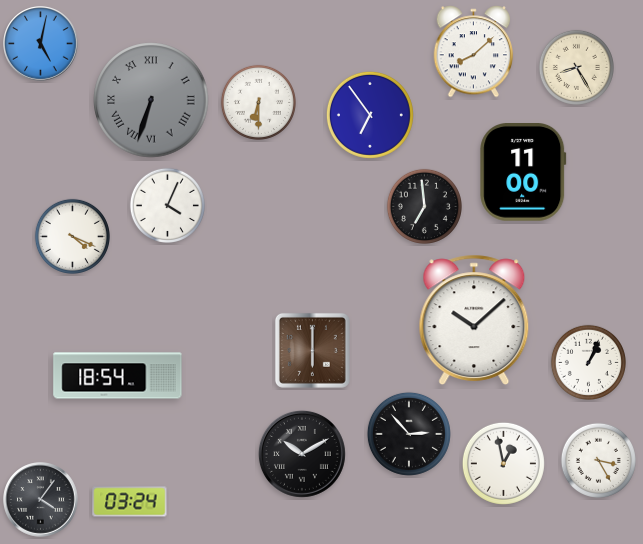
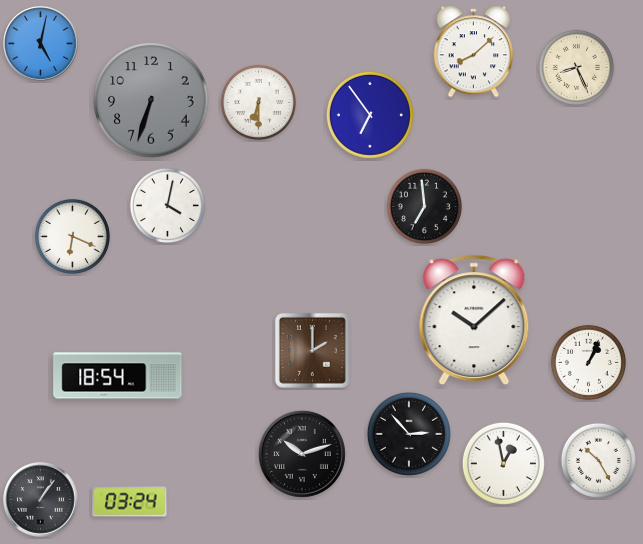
clock at (576, 67): 8:25 -> 8:26
clock at (151, 100) numerals: Roman -> Arabic
clock at (523, 173): 11:00 -> none
clock at (167, 205): 4:04 -> 4:02
clock at (72, 236): 4:19 -> 6:19
clock at (312, 350): 6:00 -> 2:00
clock at (302, 454): 10:10 -> 10:12
clock at (598, 460): 3:25 -> 10:25
clock at (41, 500): 4:06 -> 1:06
